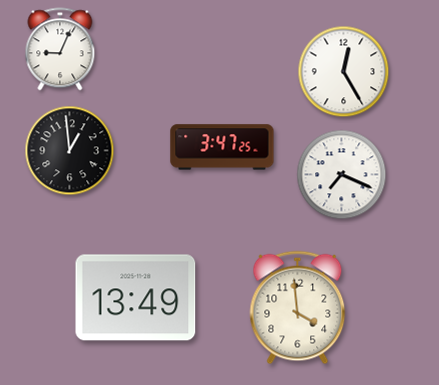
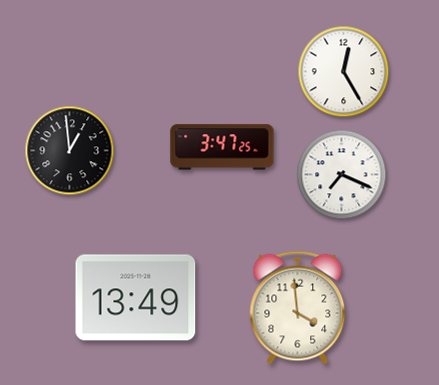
clock at (60, 49): 9:04 -> none
